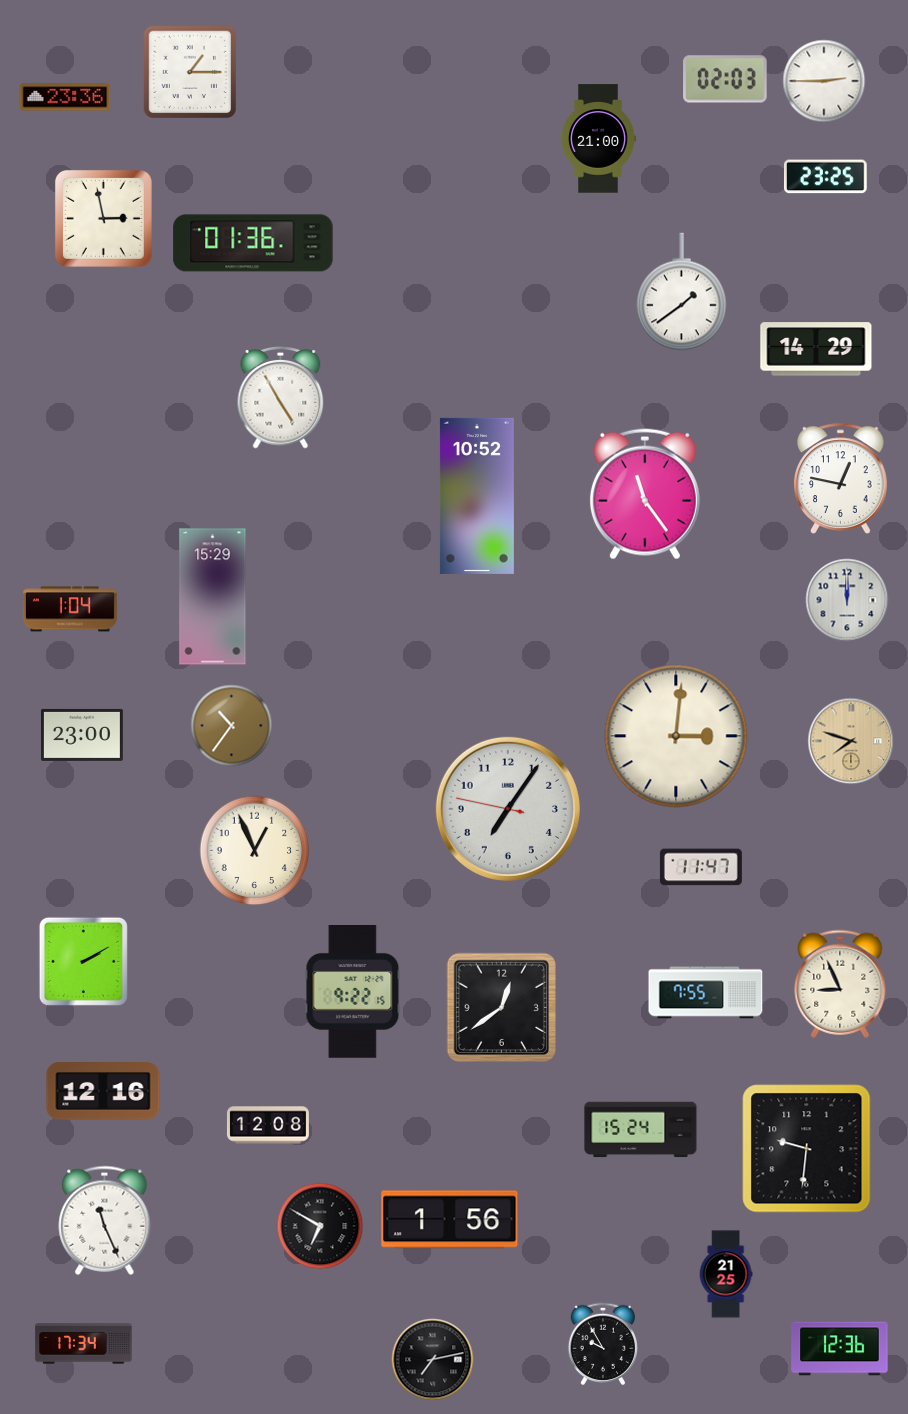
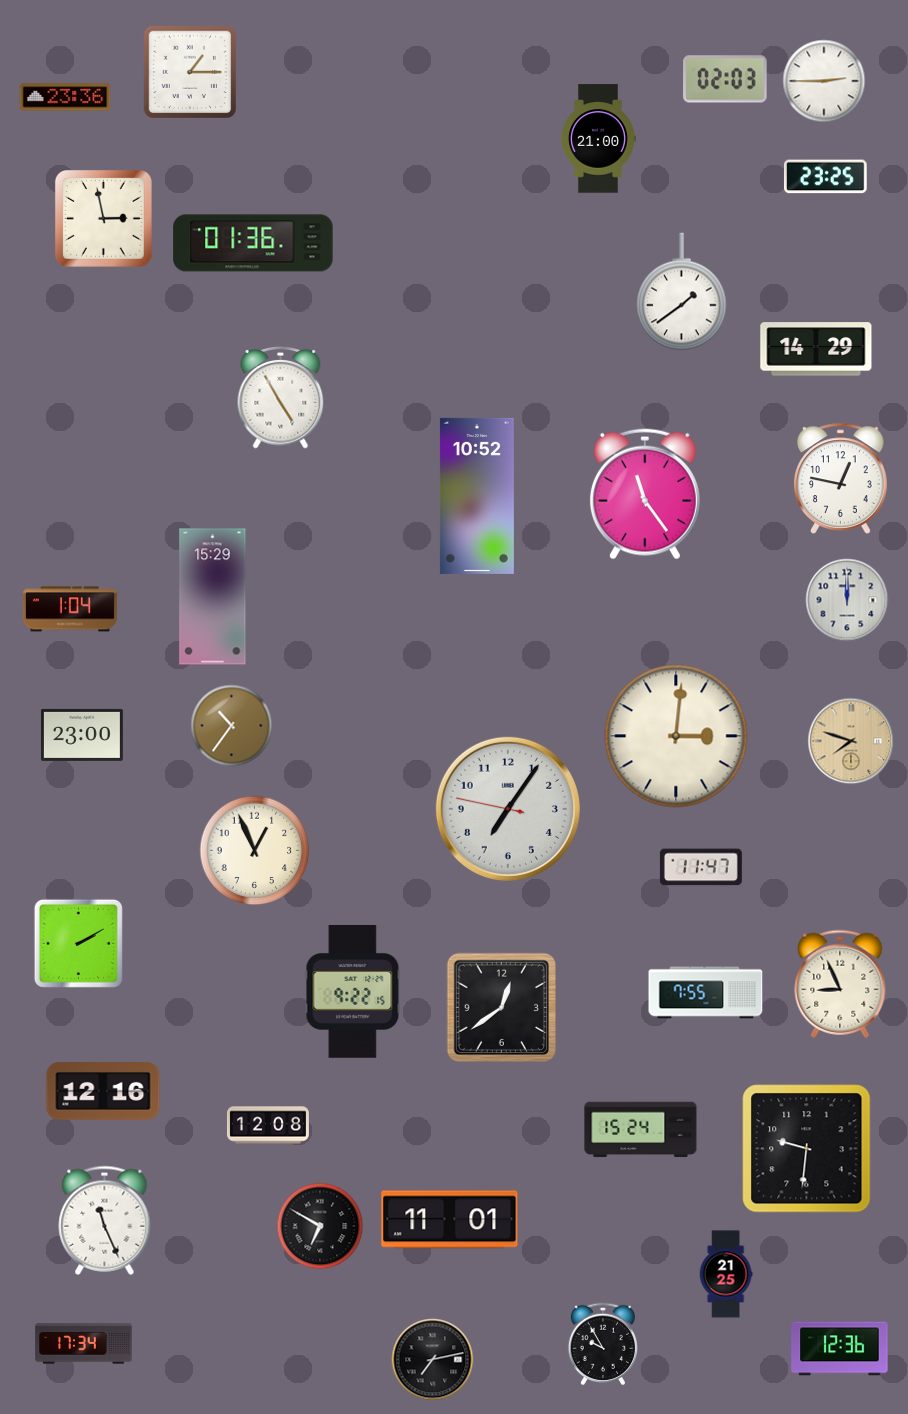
clock at (83, 961) position: (83, 961) -> (78, 943)
clock at (450, 1220): 1:56 -> 11:01
